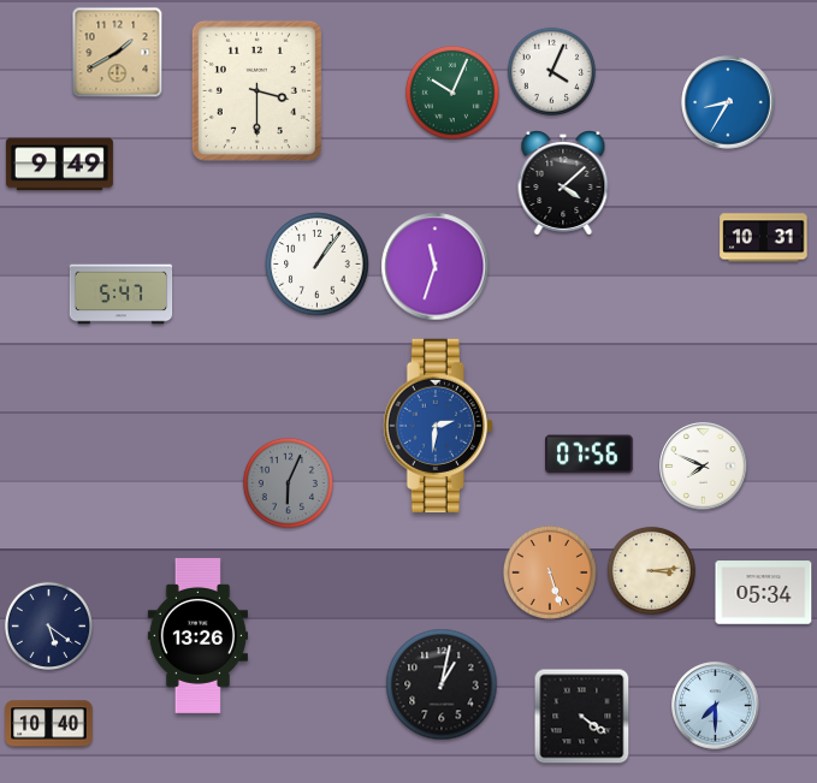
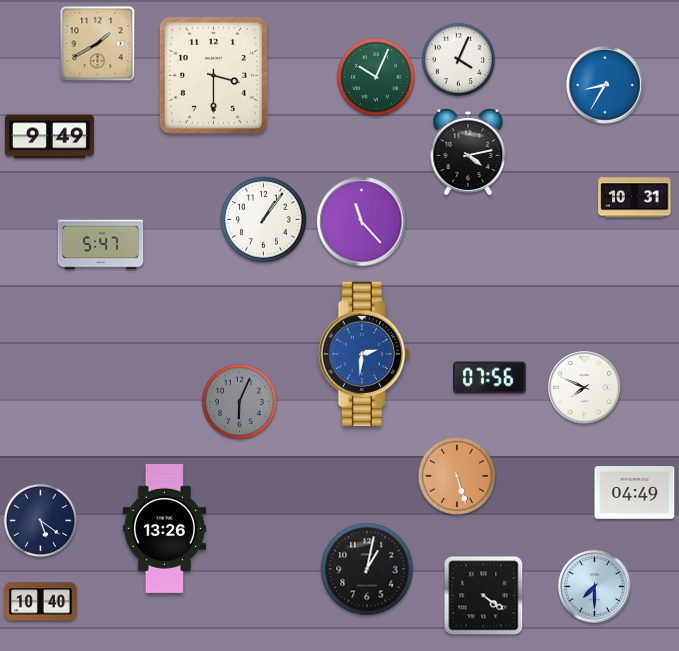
clock at (563, 184): 4:08 -> 4:13
clock at (436, 267): 11:33 -> 11:23
clock at (651, 570): 3:14 -> none
clock at (764, 593): 05:34 -> 04:49
